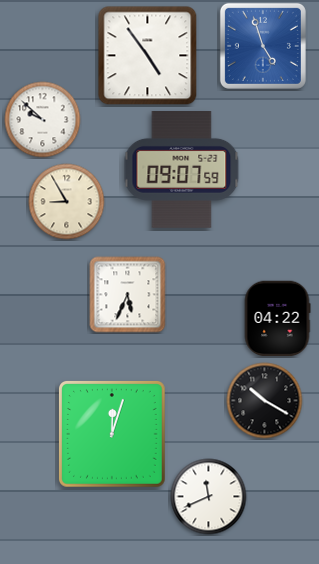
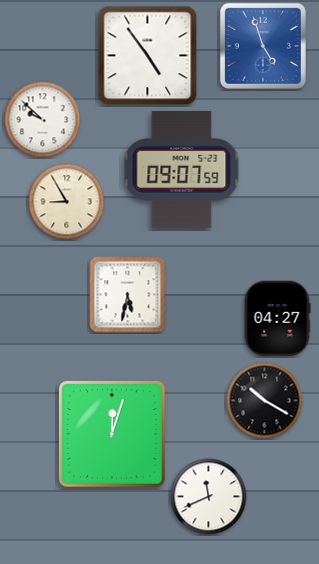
clock at (128, 295): 5:34 -> 5:32
clock at (277, 319): 04:22 -> 04:27
